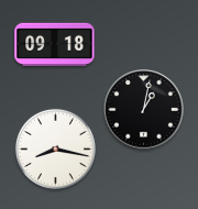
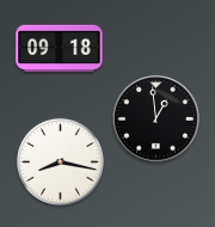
clock at (144, 110): 1:02 -> 12:59
